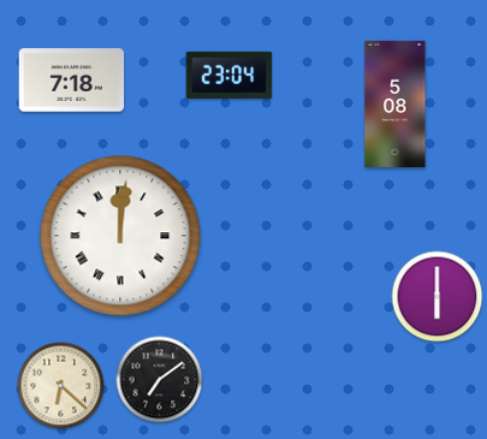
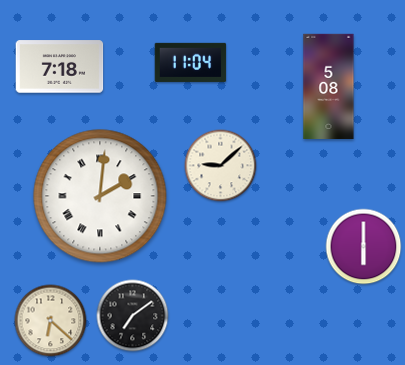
clock at (230, 75): 23:04 -> 11:04
clock at (221, 166): none -> 9:08
clock at (120, 236): 12:01 -> 2:01
